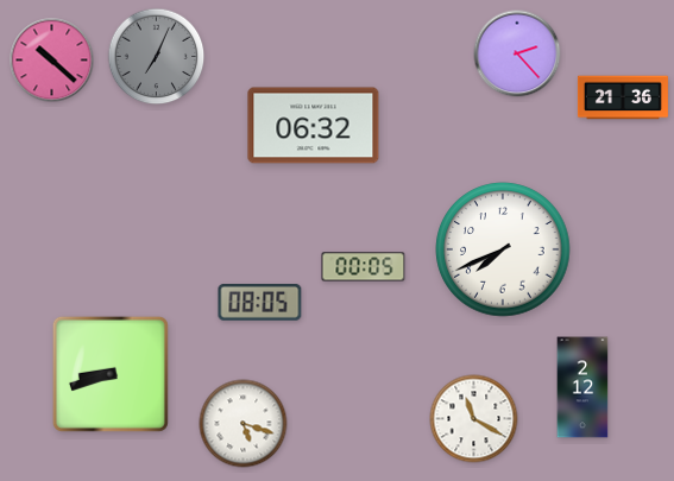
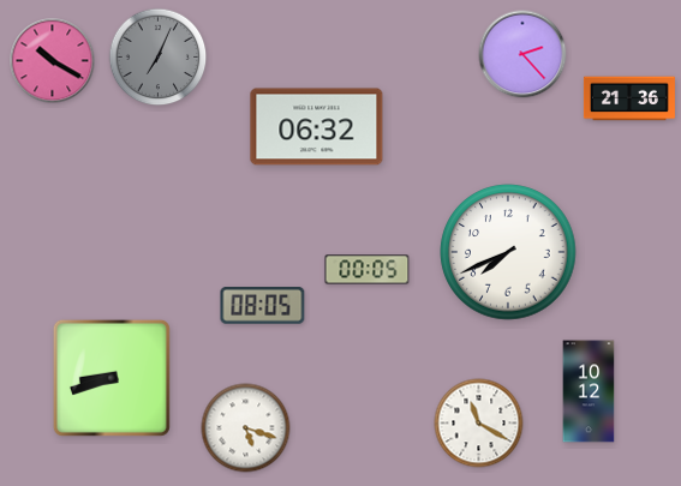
clock at (52, 61): 10:22 -> 10:20
clock at (582, 387): 2:12 -> 10:12
